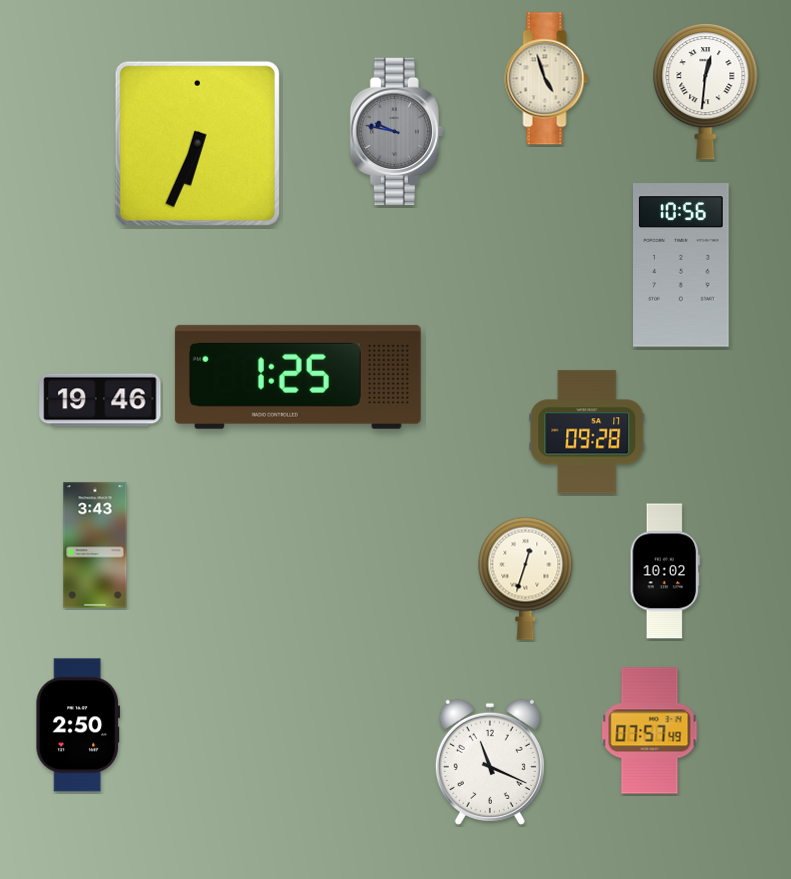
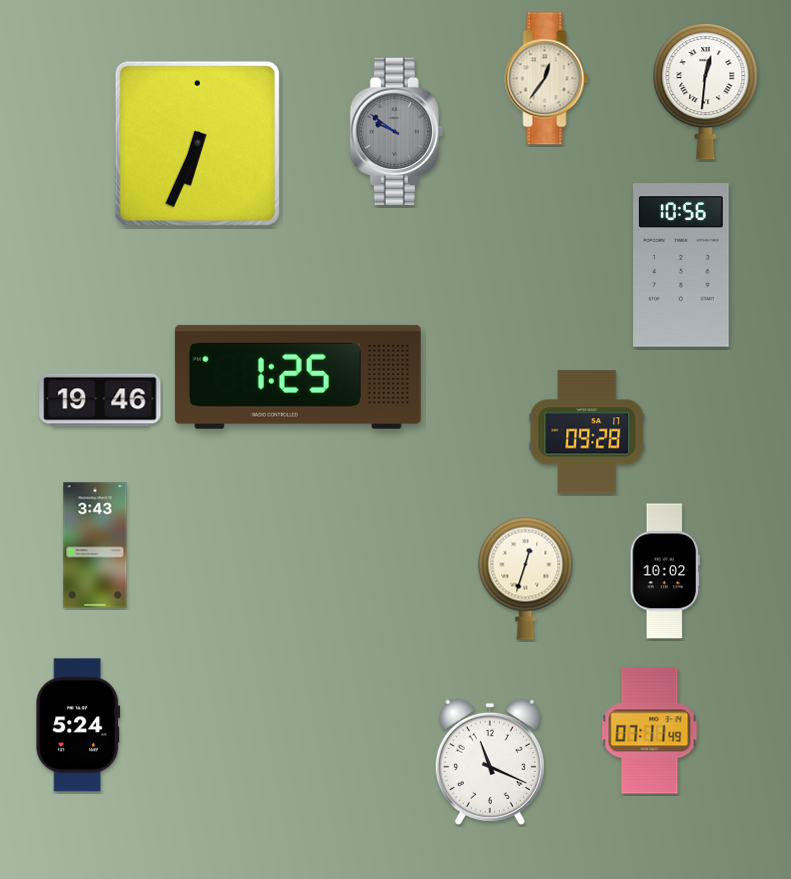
clock at (547, 79): 4:57 -> 12:36
clock at (396, 131): 9:47 -> 9:51
clock at (78, 725): 2:50 -> 5:24
clock at (650, 731): 07:57 -> 07:11
